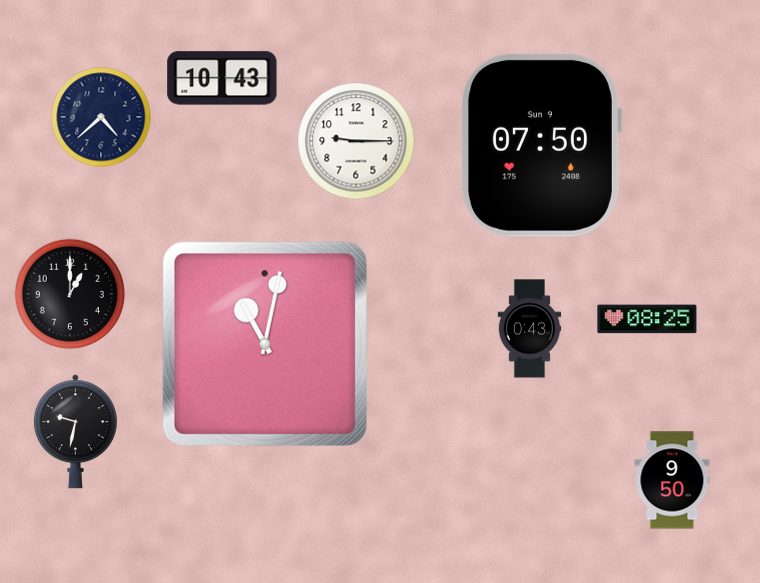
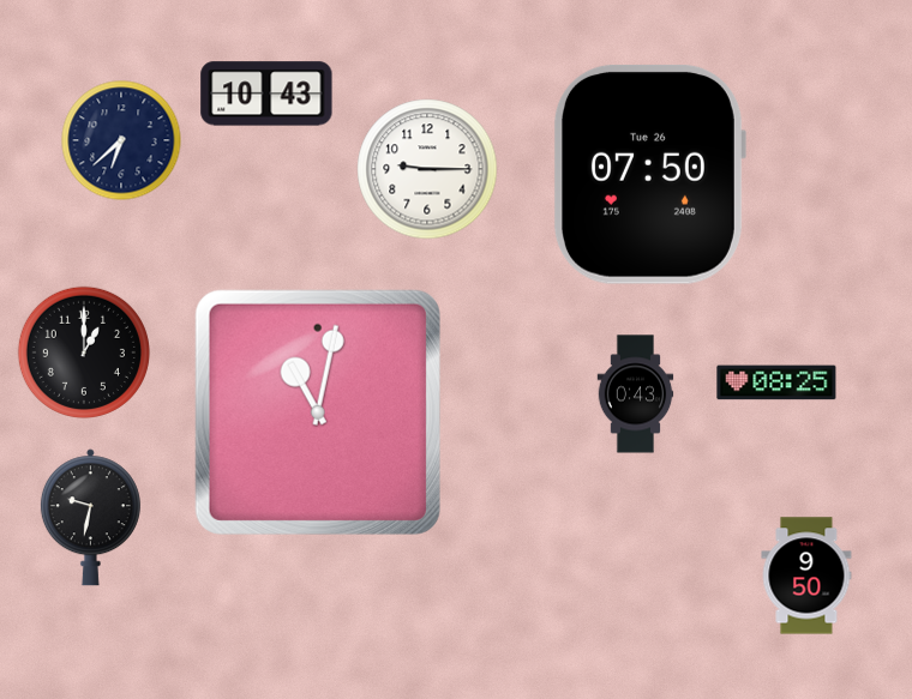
clock at (101, 117): 4:38 -> 6:38
clock at (541, 145) date: Sun 9 -> Tue 26
